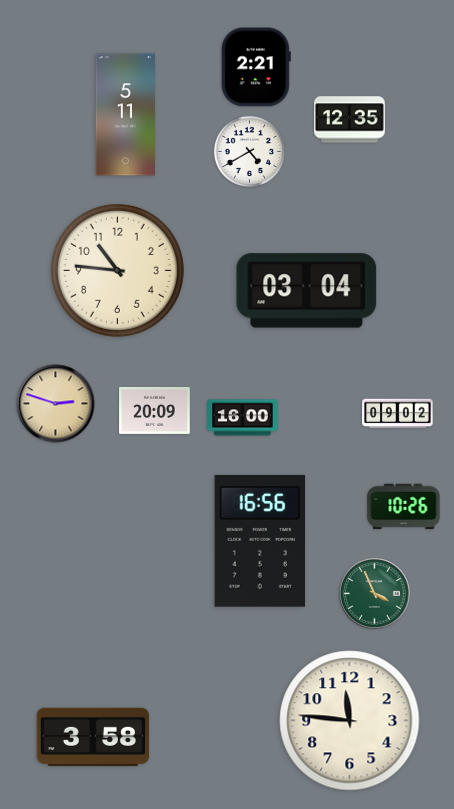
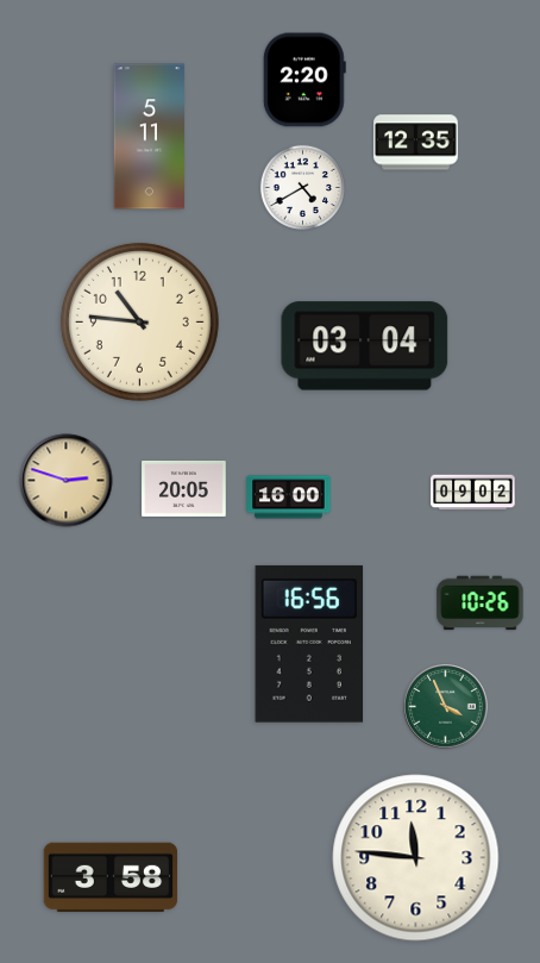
clock at (256, 67): 2:21 -> 2:20
clock at (249, 151) position: (249, 151) -> (302, 187)
clock at (155, 410): 20:09 -> 20:05
